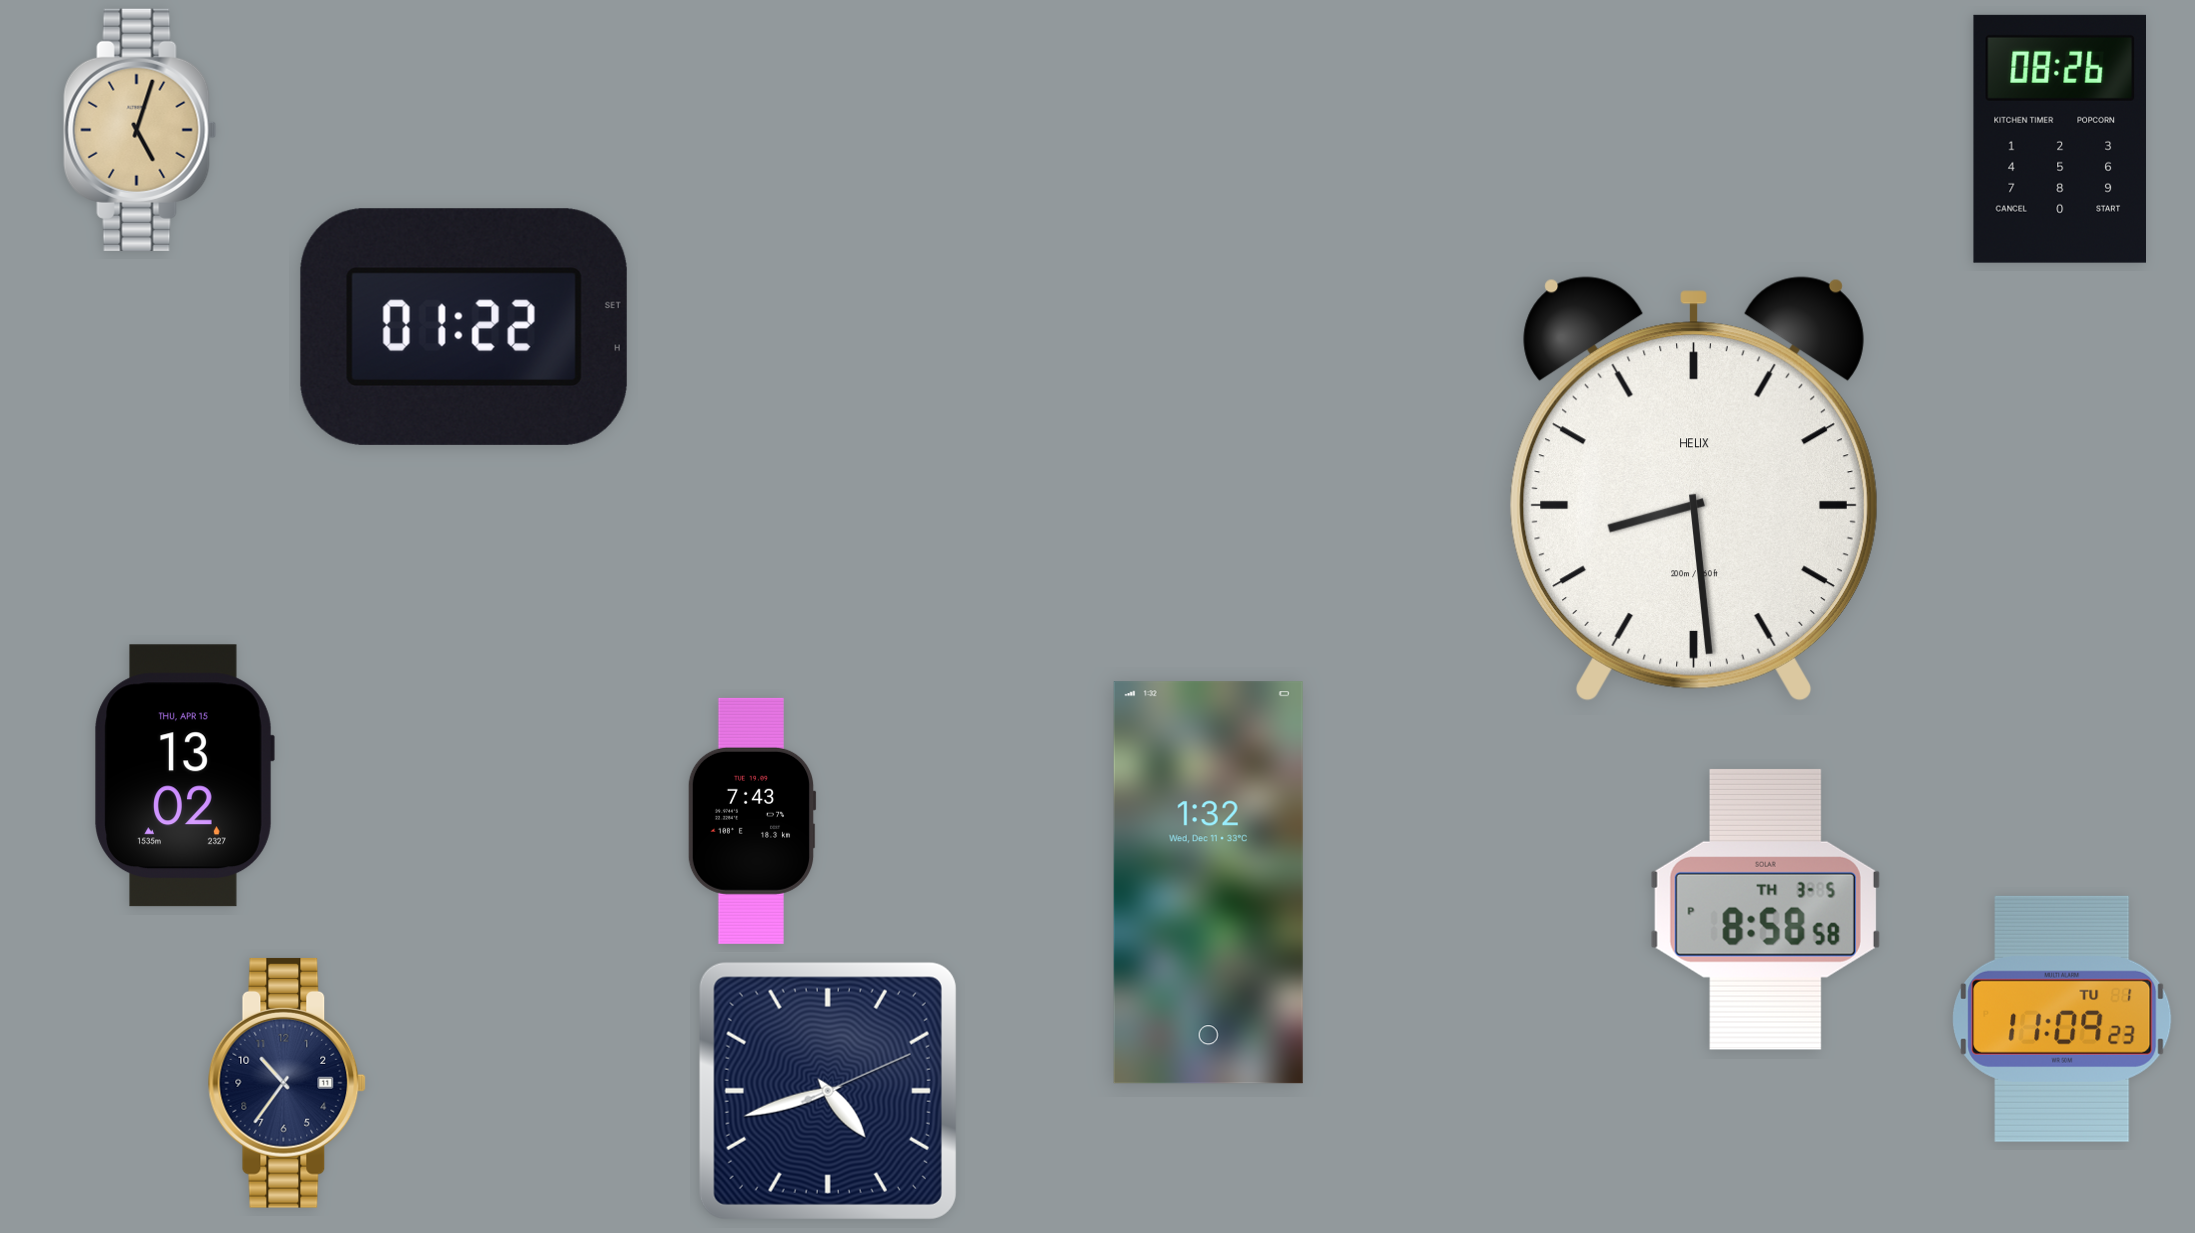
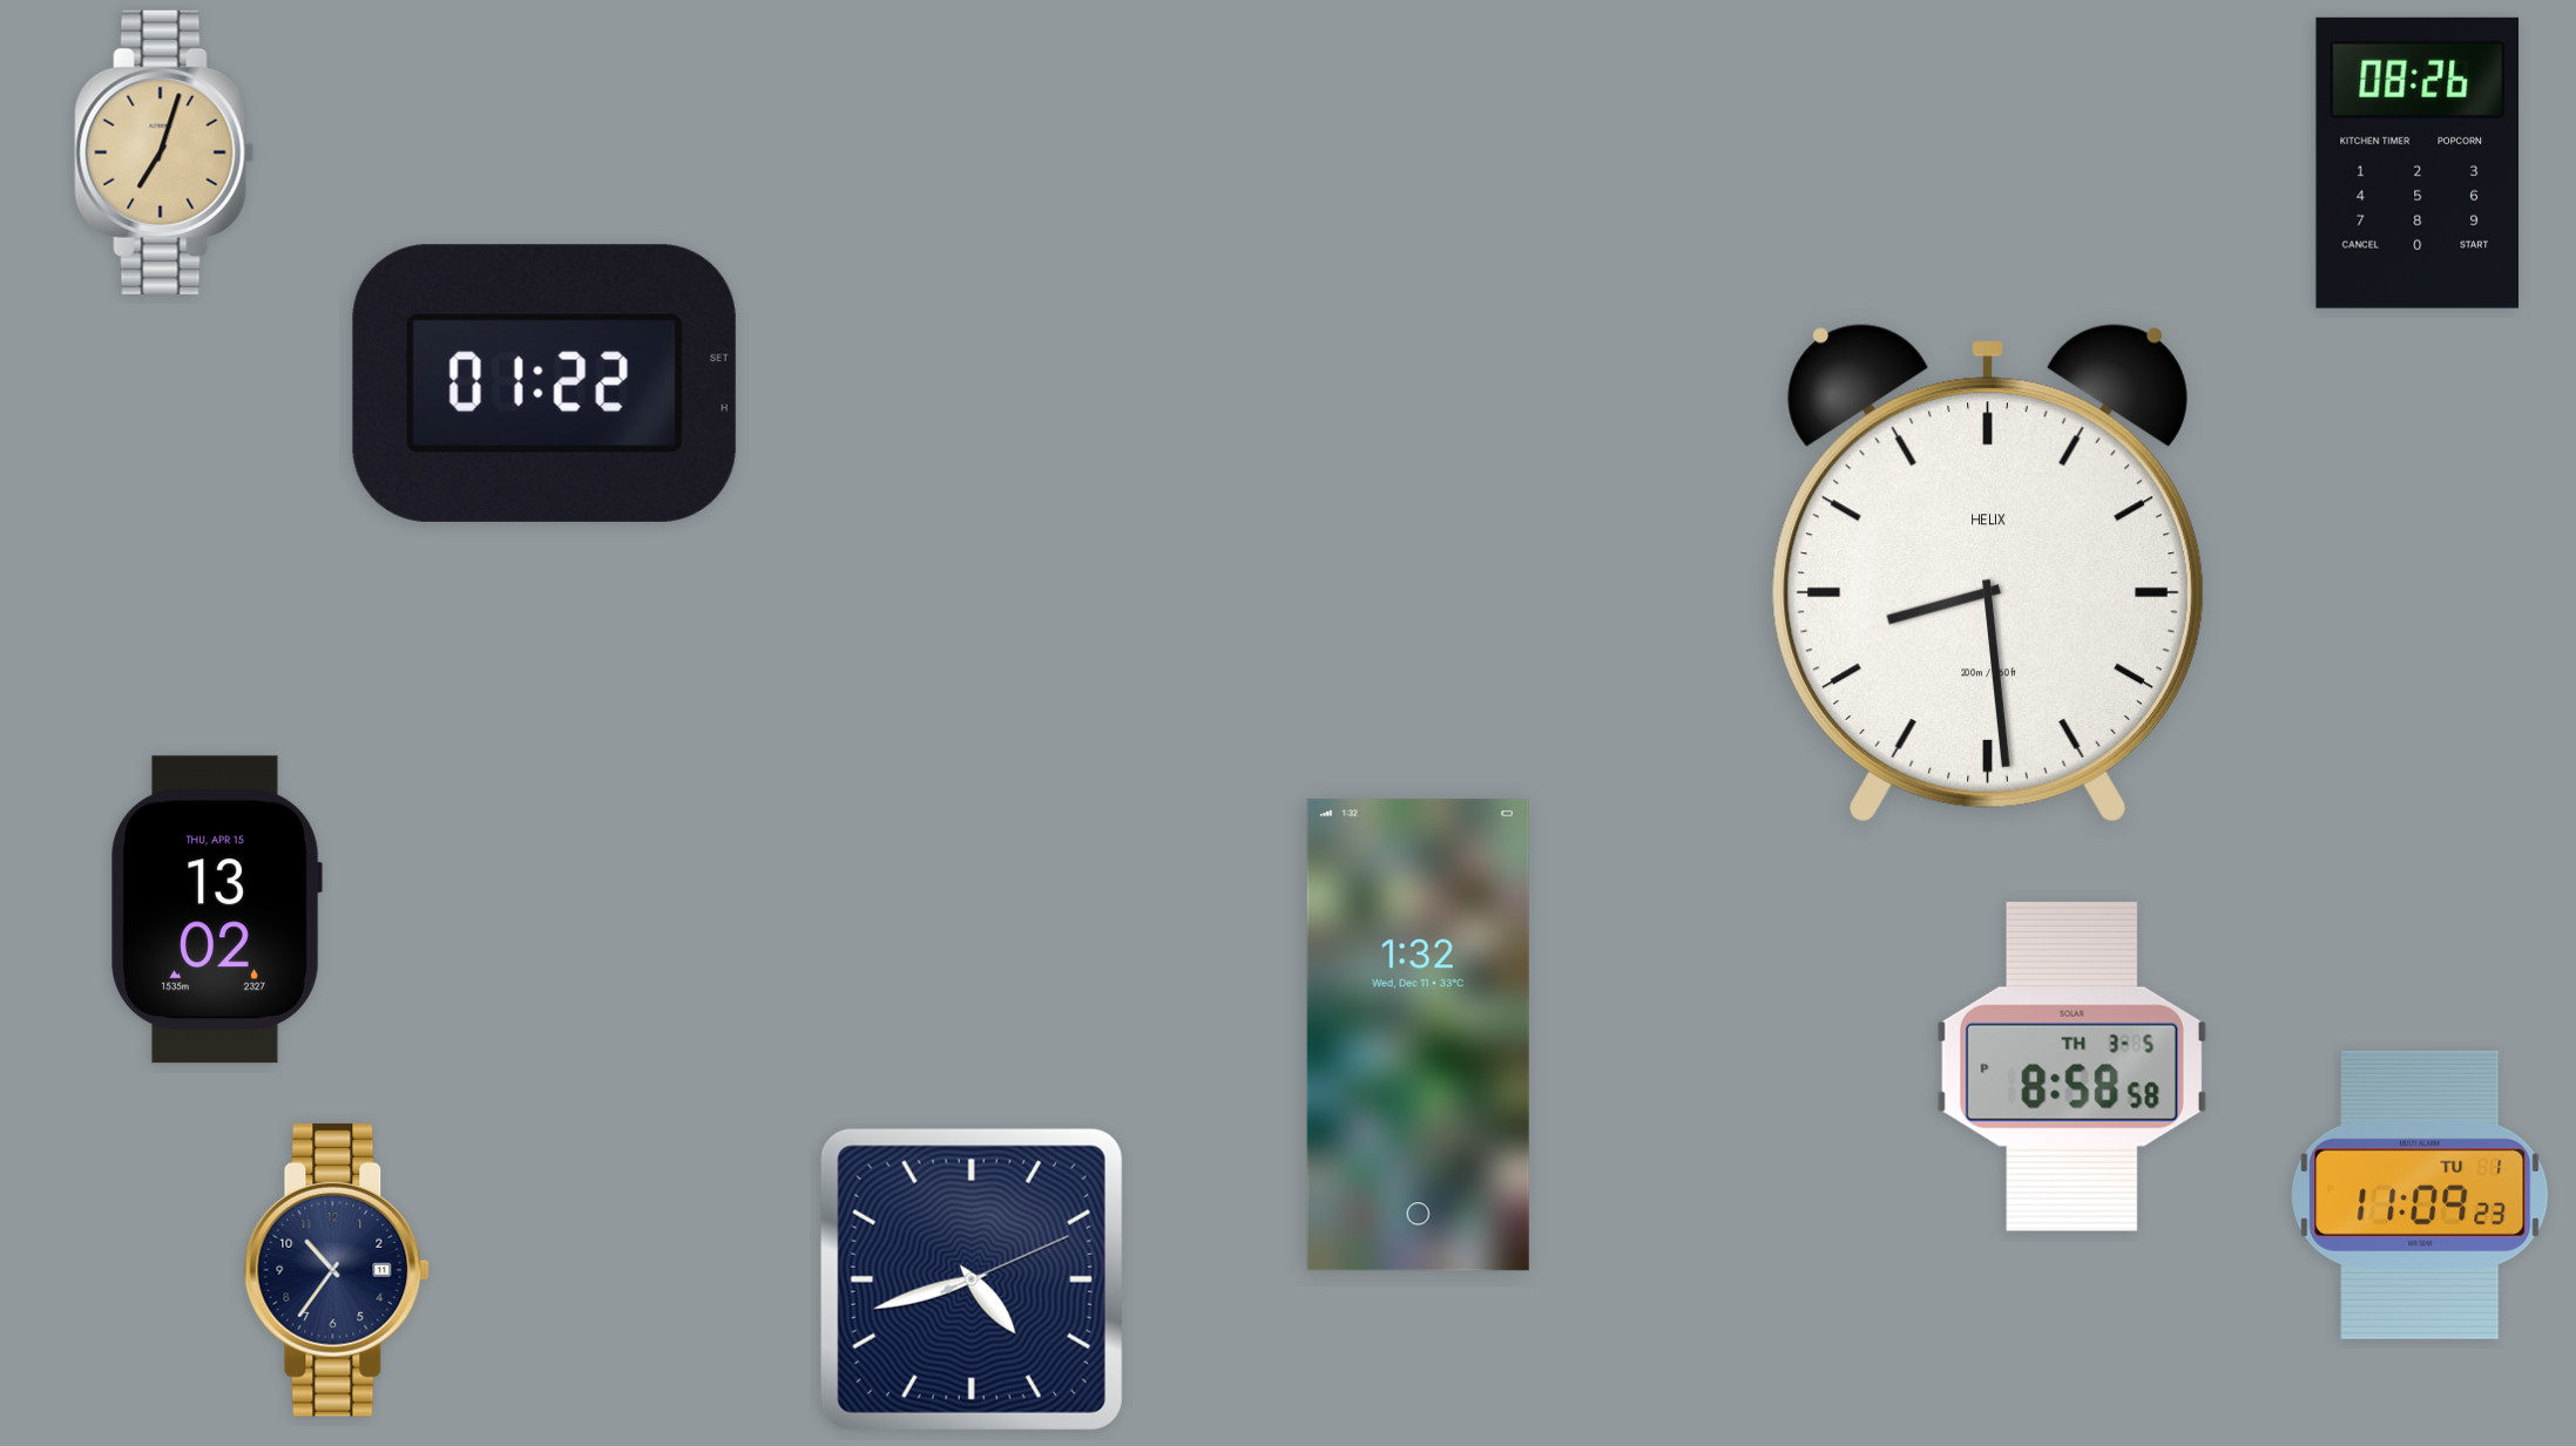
clock at (140, 130): 5:03 -> 7:03
clock at (752, 821): 7:43 -> none
